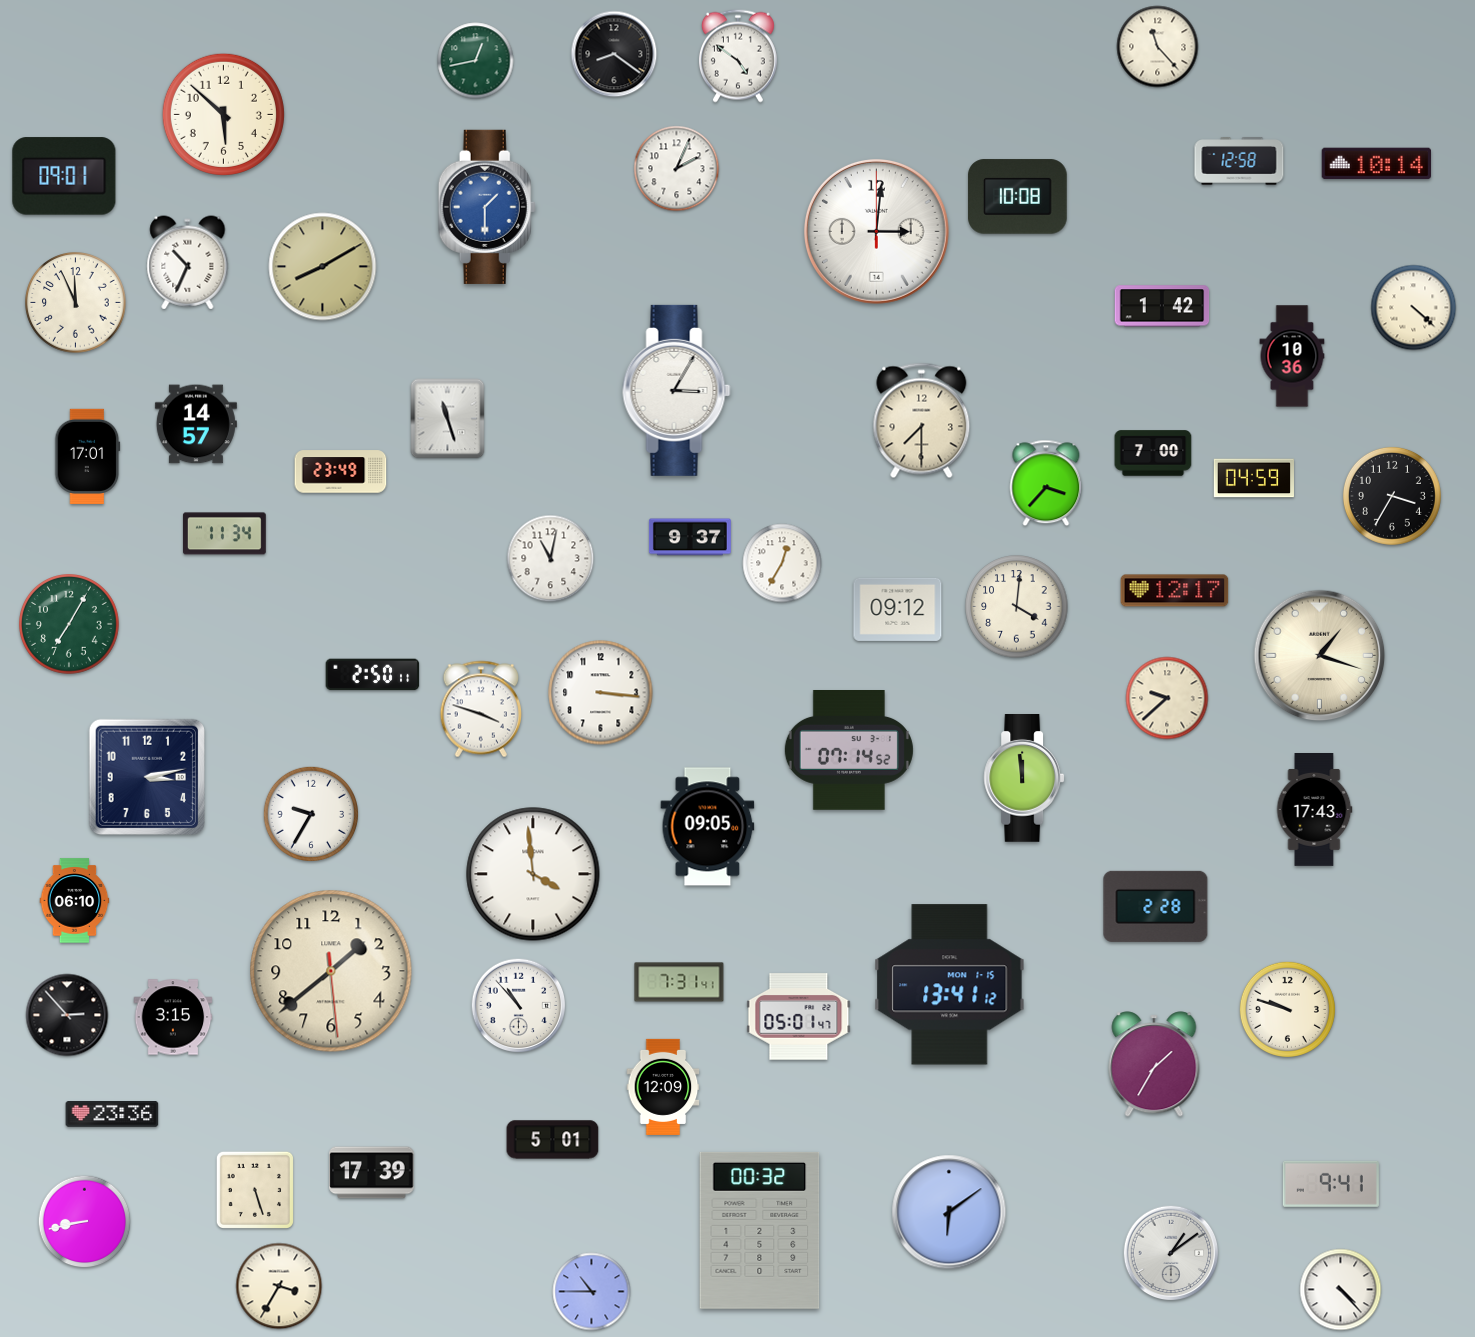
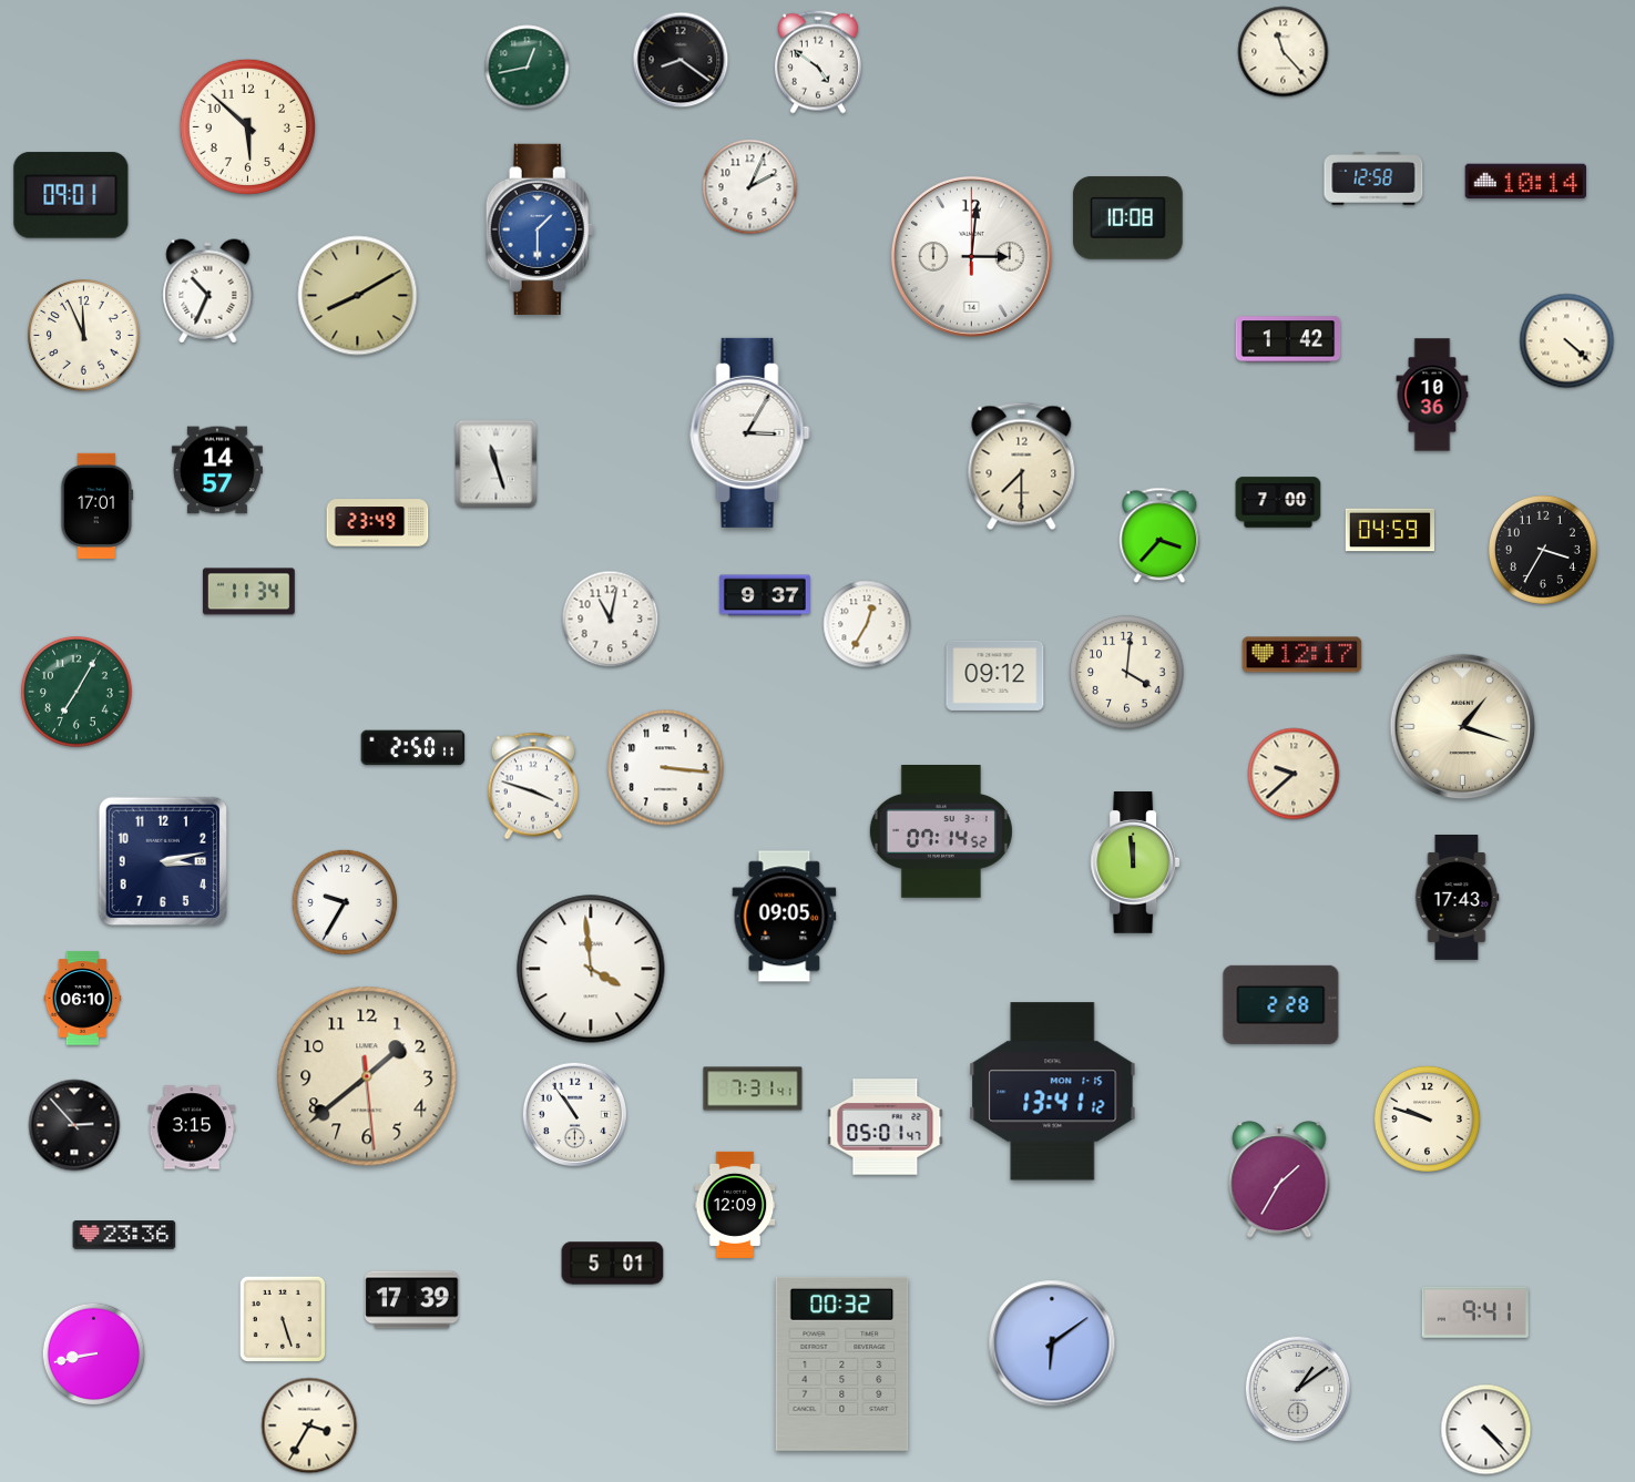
clock at (519, 1006): 10:53 -> 10:54
clock at (592, 1292): 10:45 -> none
